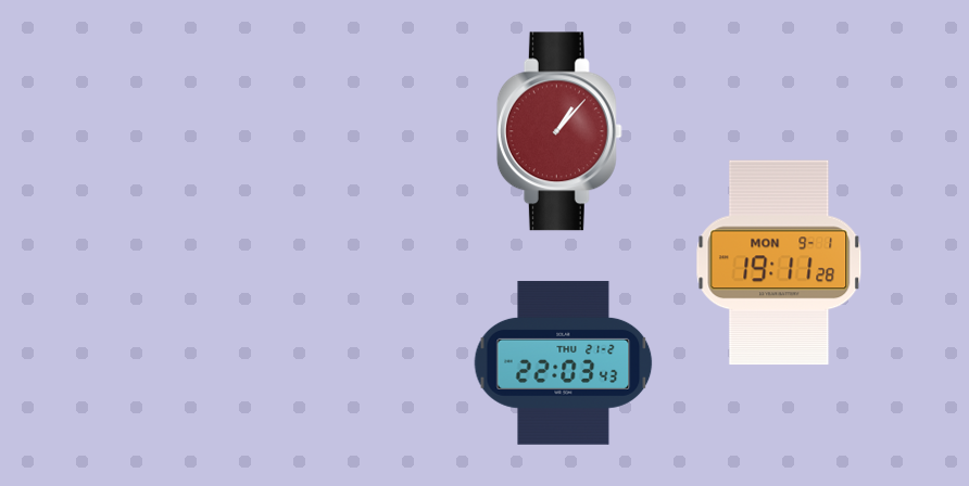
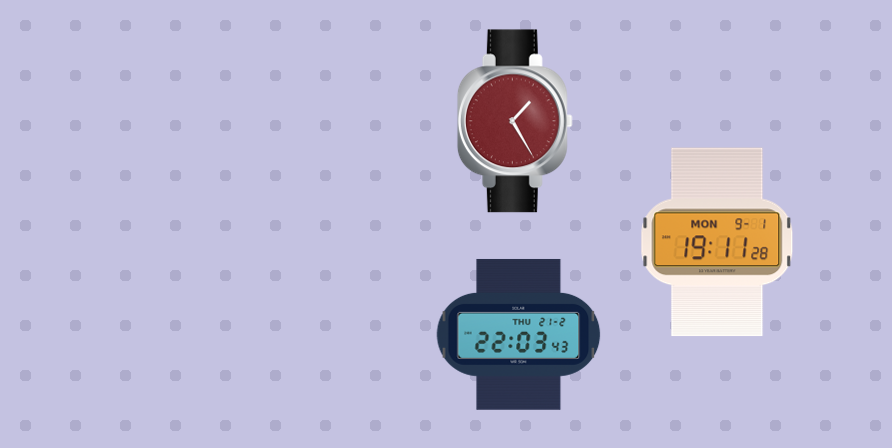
clock at (559, 131): 1:07 -> 1:25
